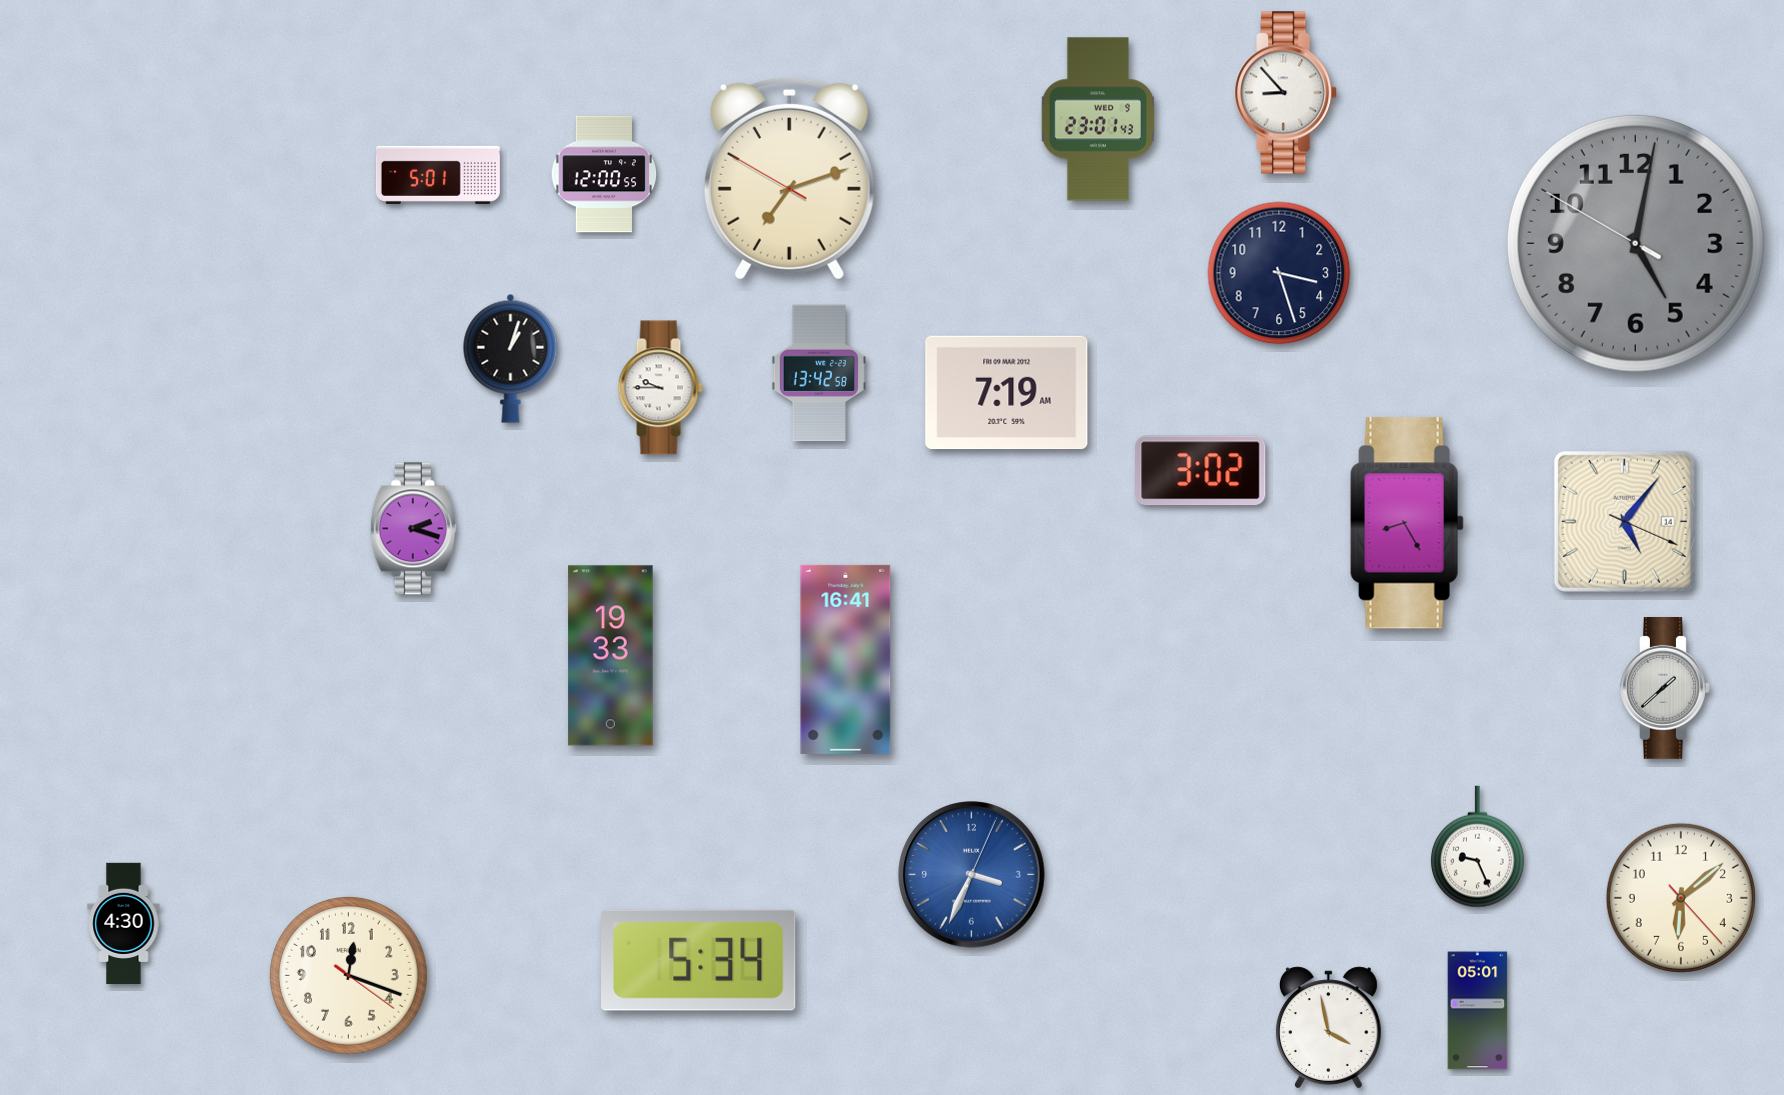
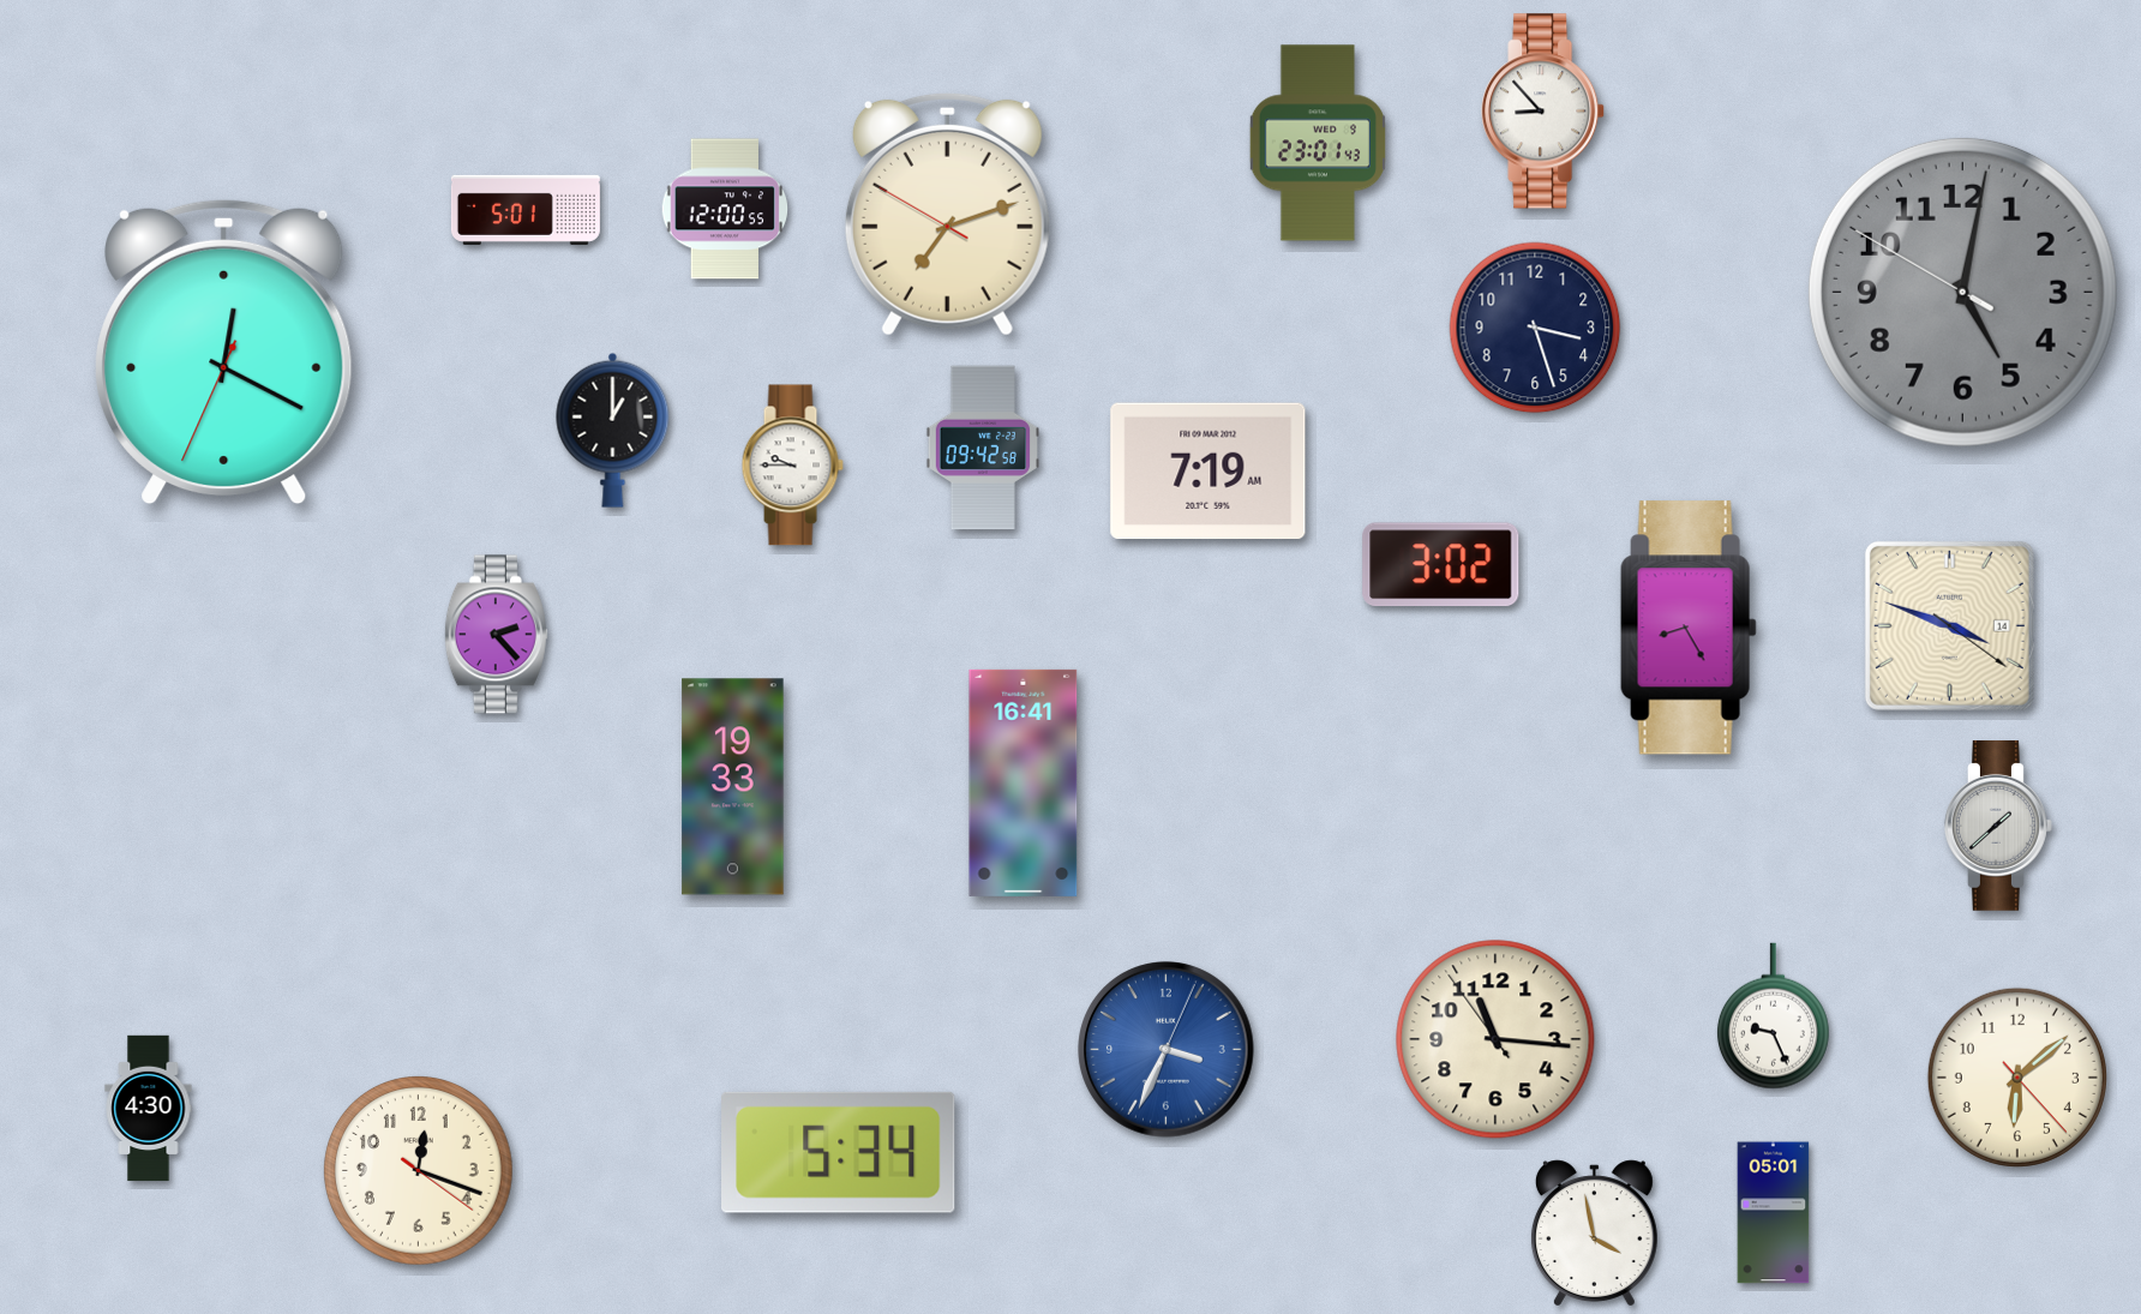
clock at (224, 352): none -> 12:19
clock at (511, 358): 1:03 -> 1:00
clock at (818, 373): 13:42 -> 09:42
clock at (1624, 521): 5:06 -> 3:48
clock at (413, 529): 2:18 -> 2:23
clock at (846, 659) position: (846, 659) -> (1024, 782)
clock at (1495, 1039): none -> 11:15
